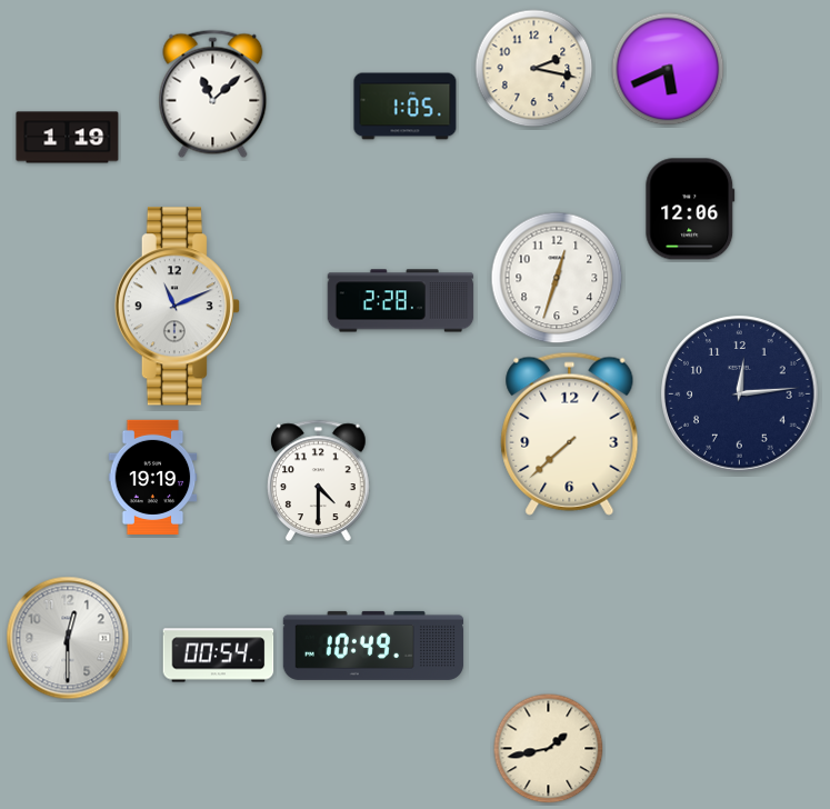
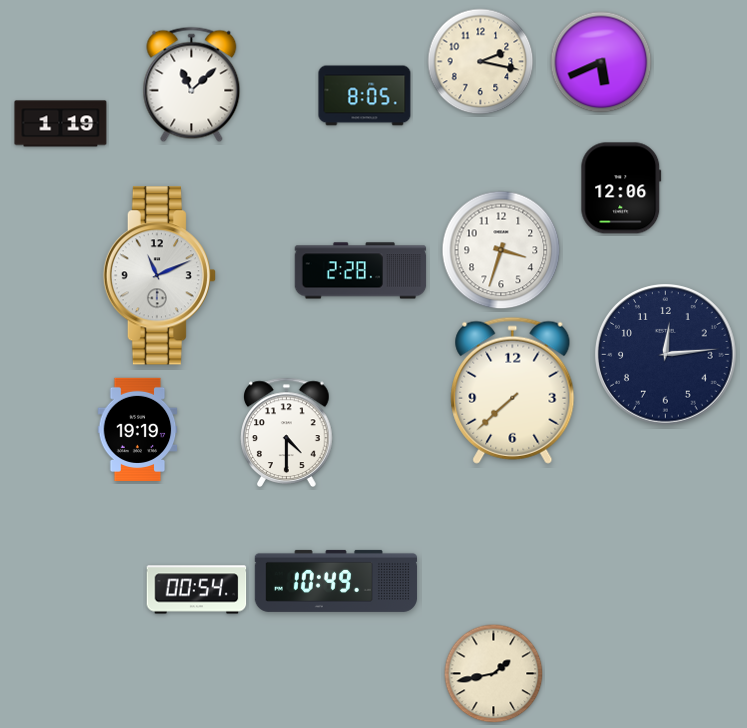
clock at (406, 107): 1:05 -> 8:05
clock at (557, 278): 12:33 -> 3:33
clock at (68, 638): 12:30 -> none
